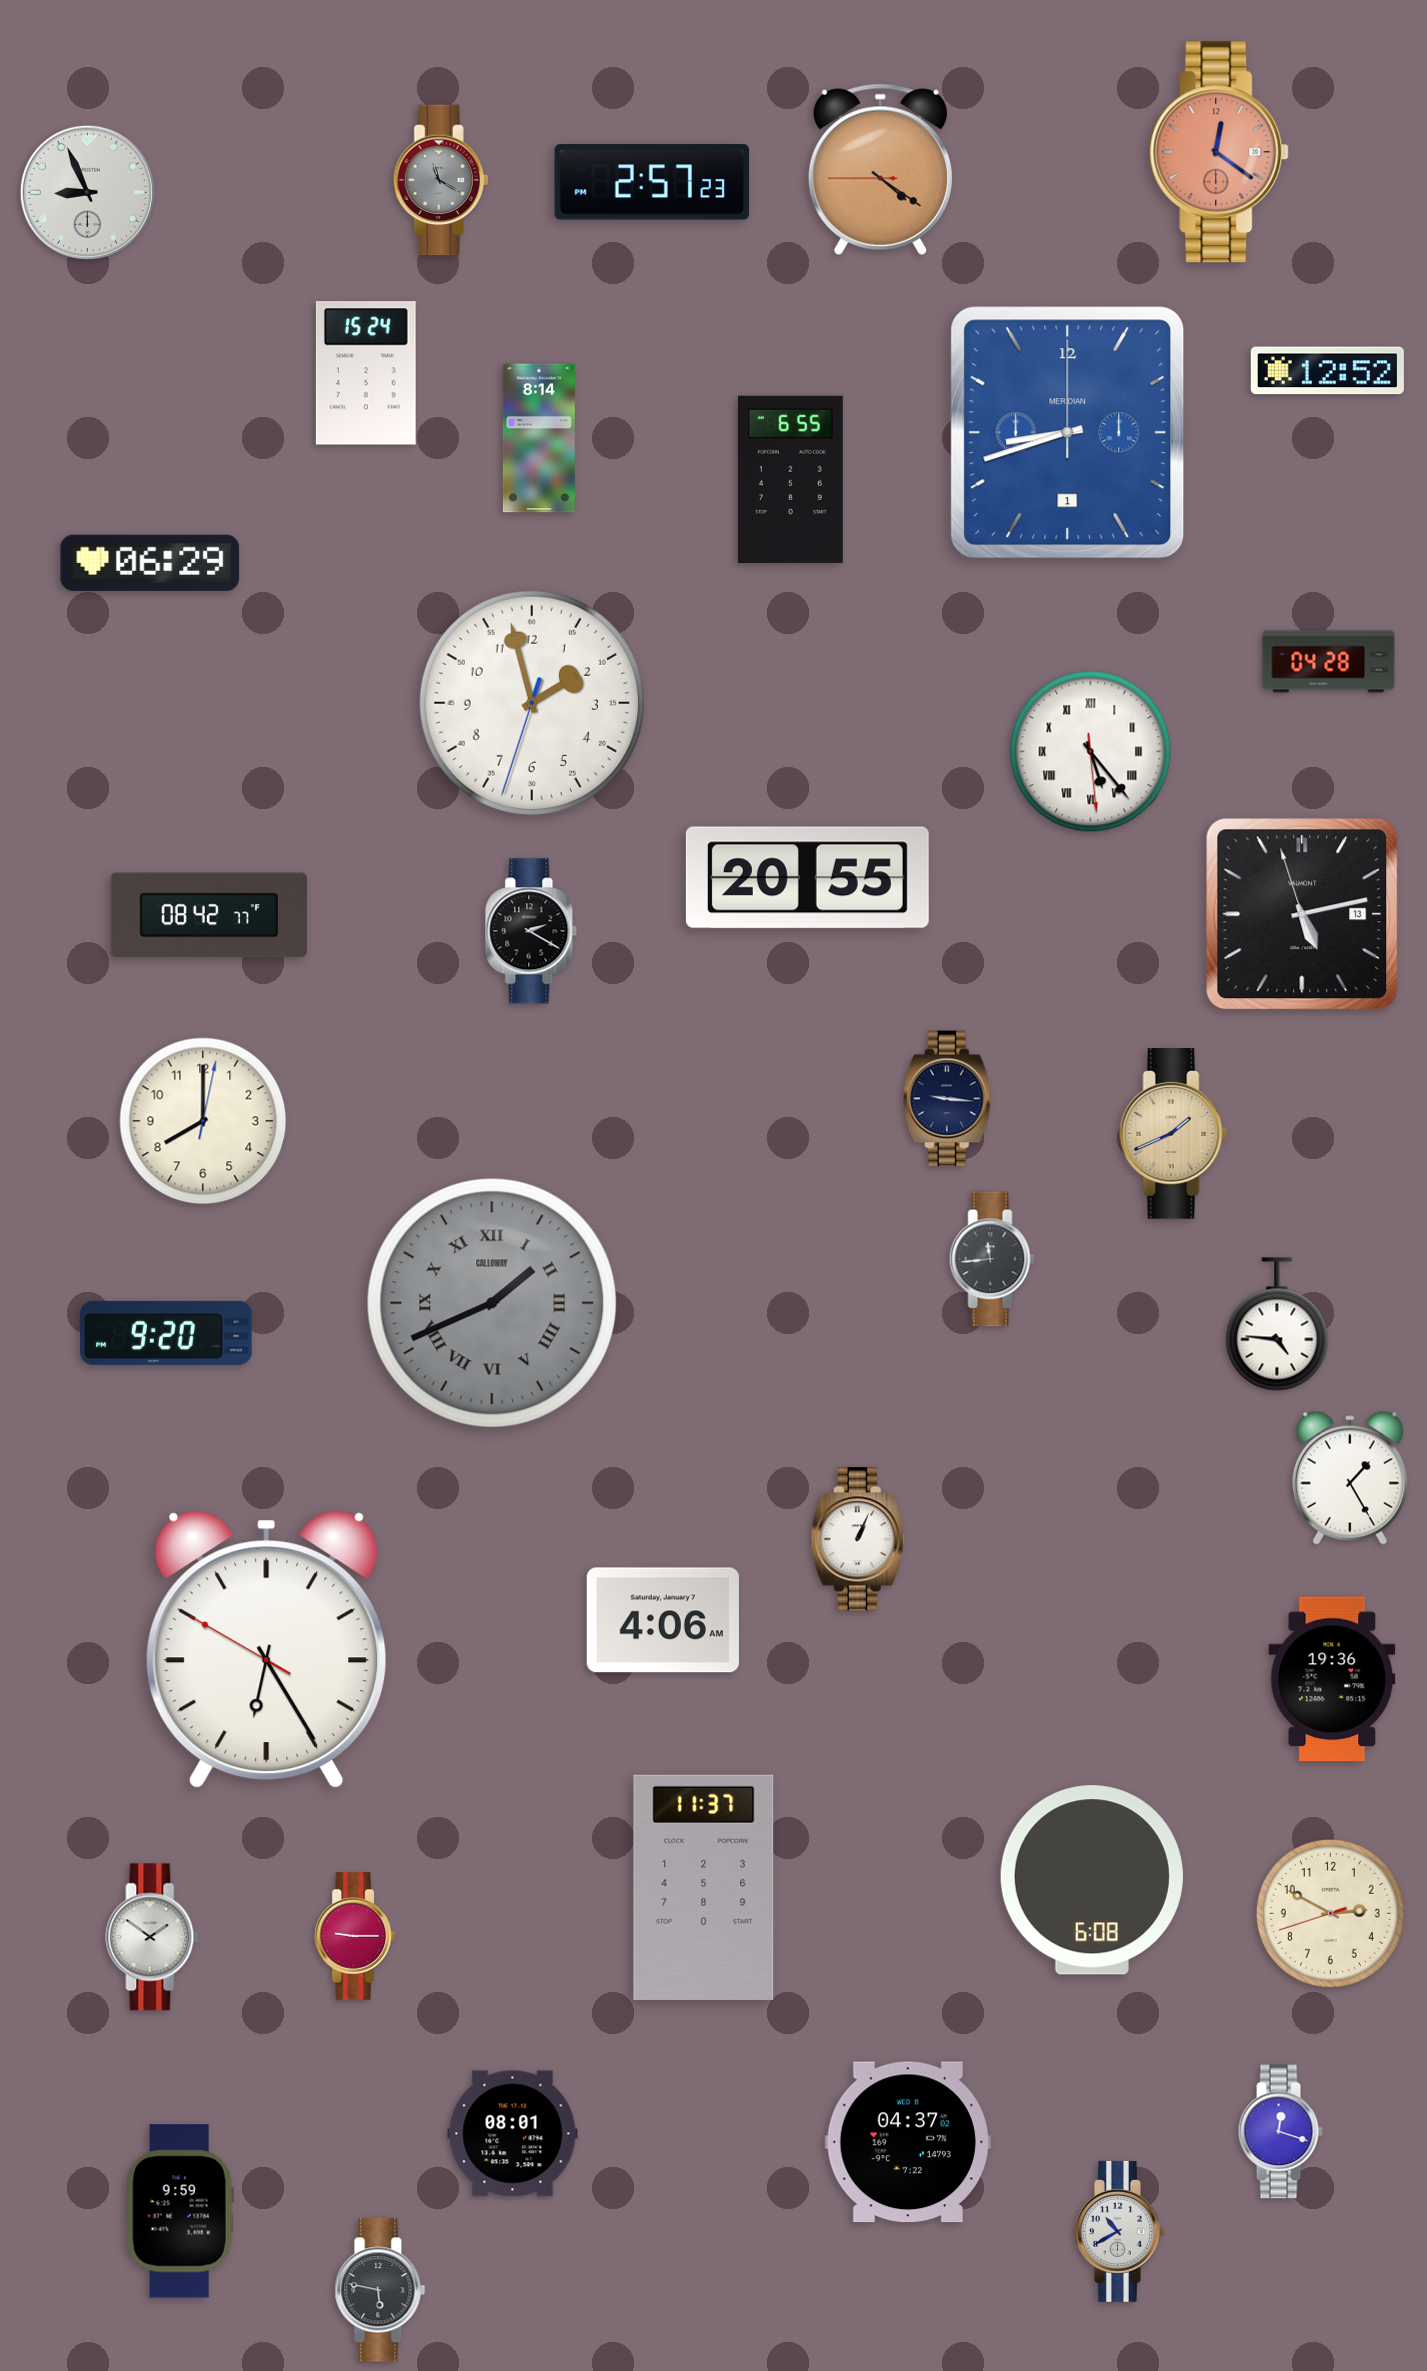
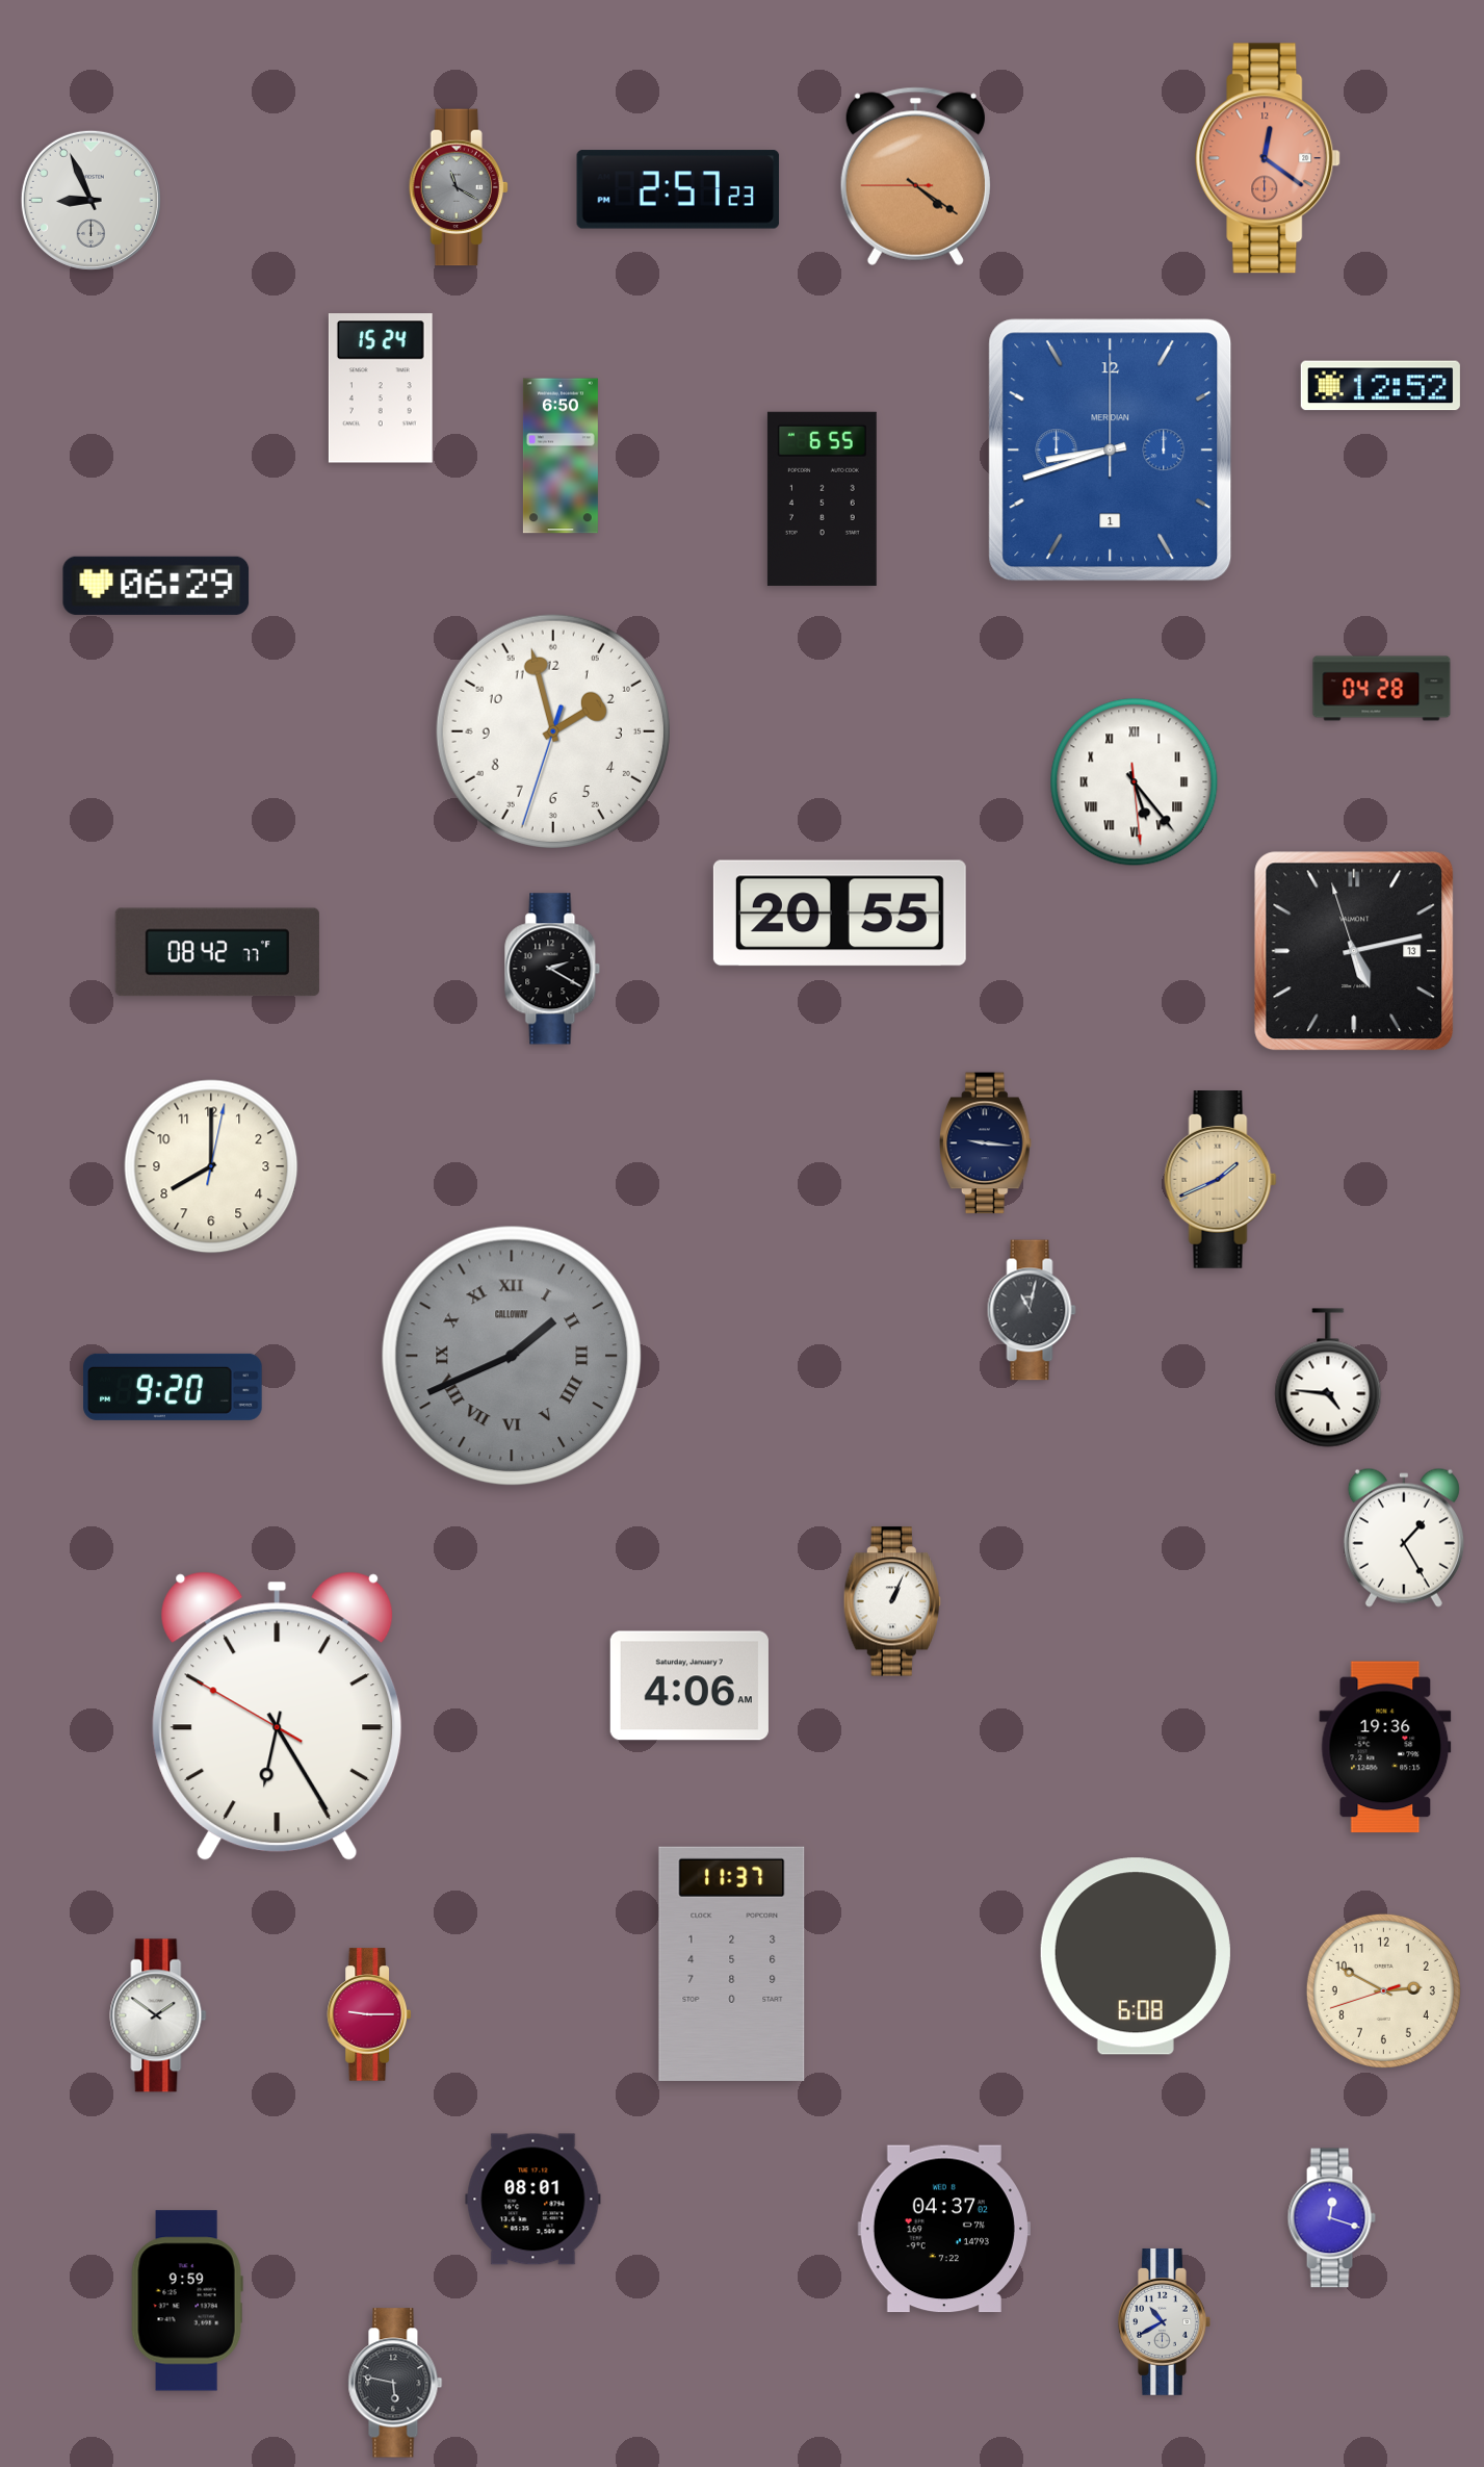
clock at (539, 438): 8:14 -> 6:50
clock at (992, 1259): 11:44 -> 11:02
clock at (513, 2134) position: (513, 2134) -> (533, 2200)
